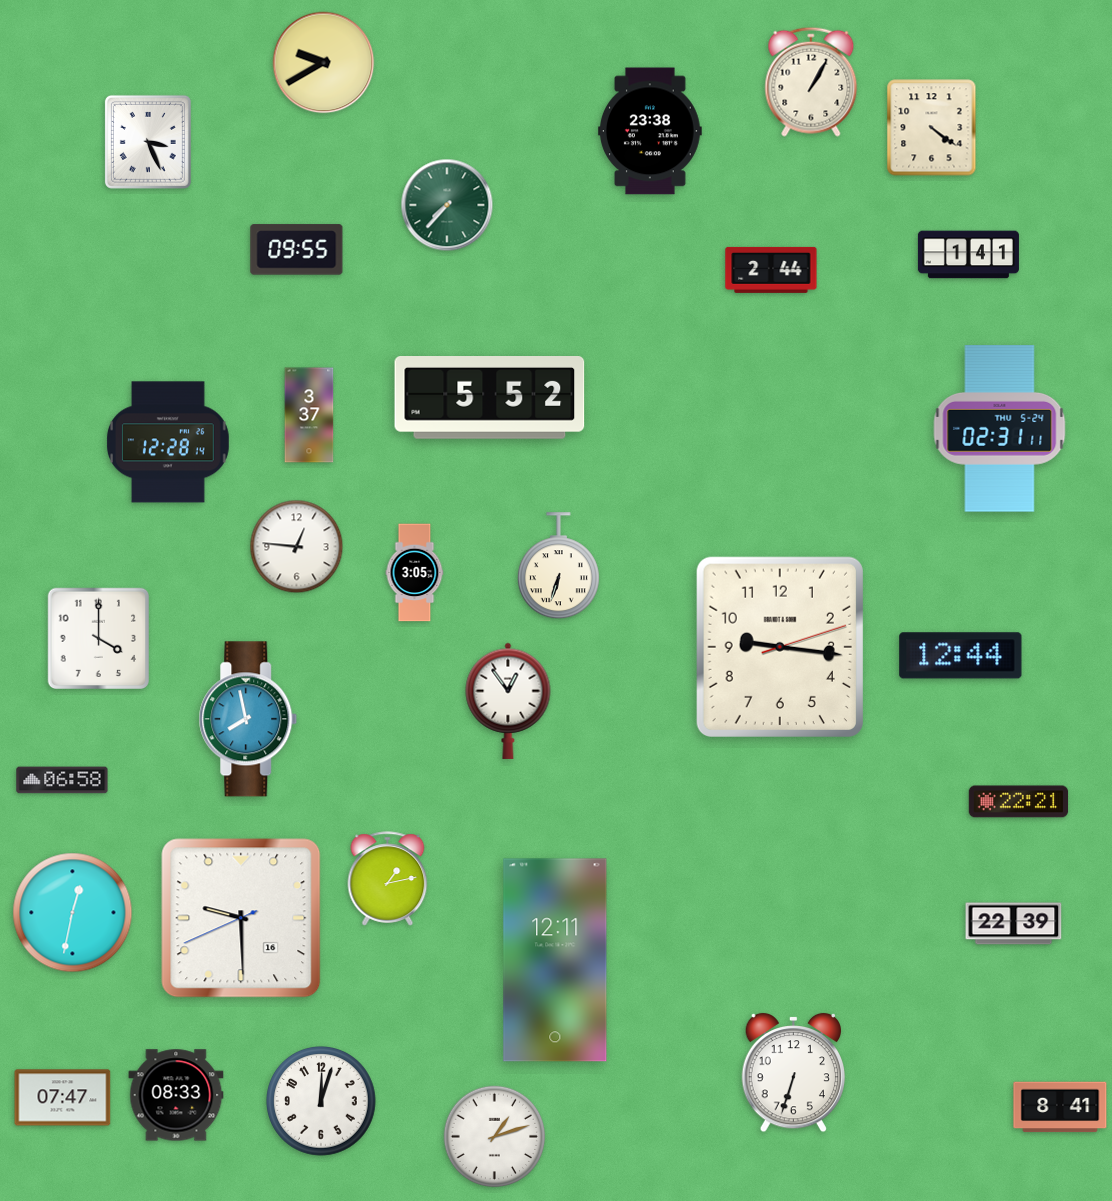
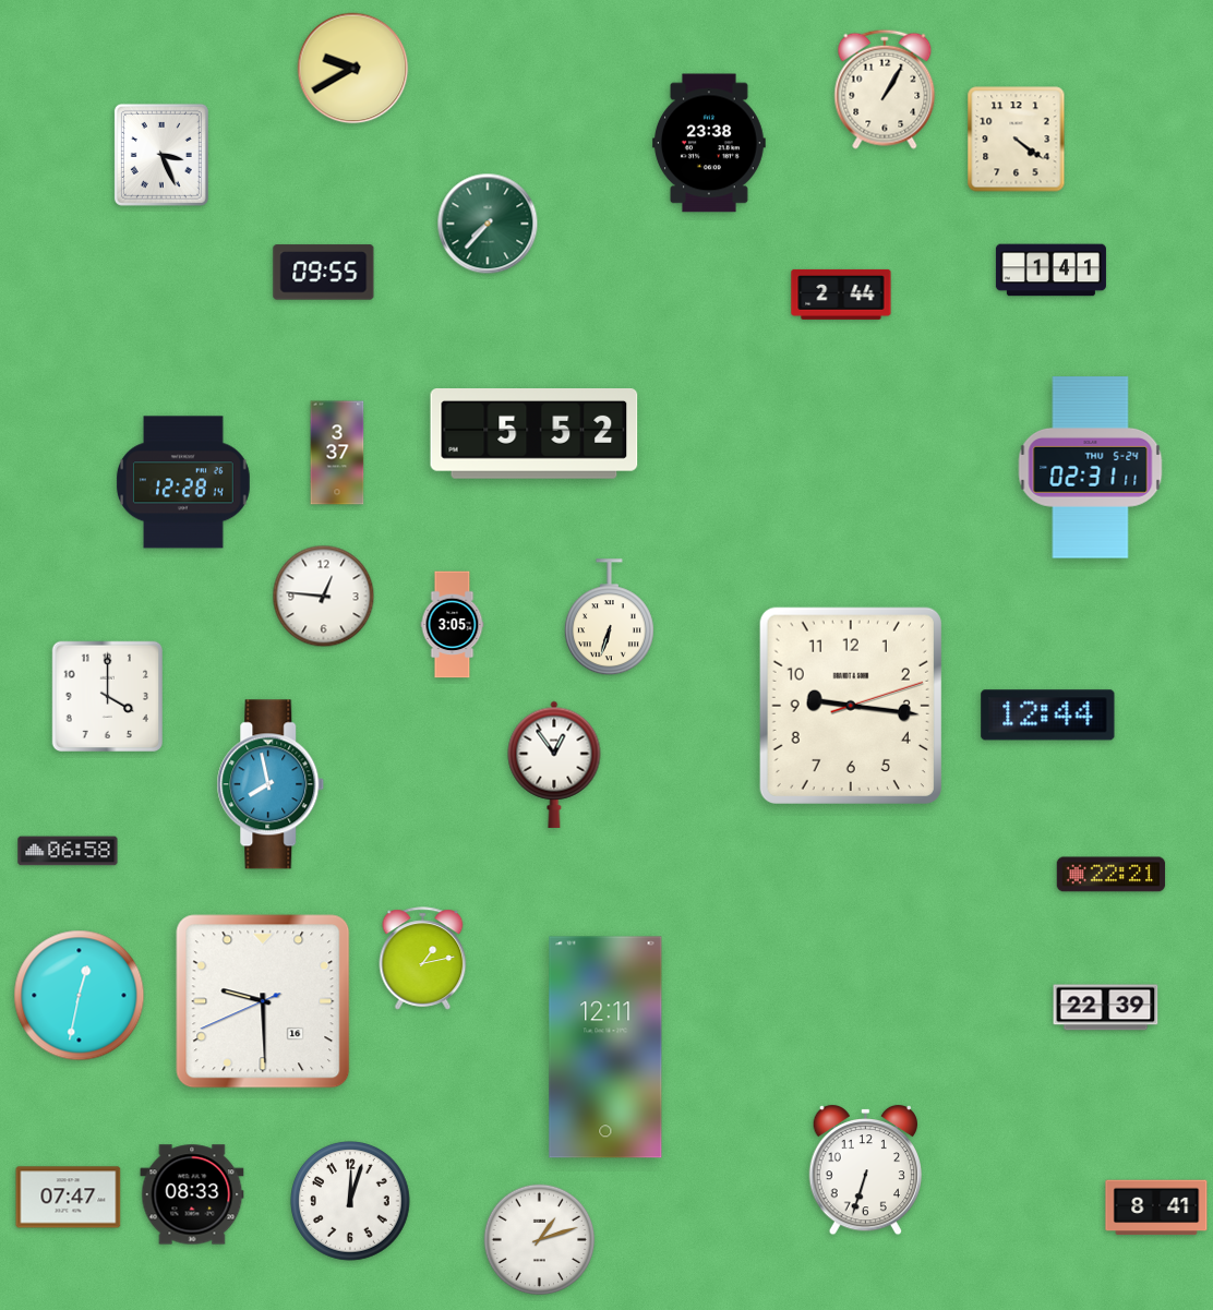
clock at (968, 255) position: (968, 255) -> (1050, 271)
